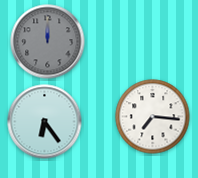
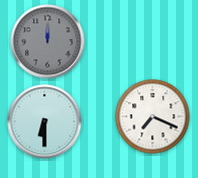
clock at (153, 117): 7:16 -> 7:19
clock at (45, 122): 6:24 -> 6:30
